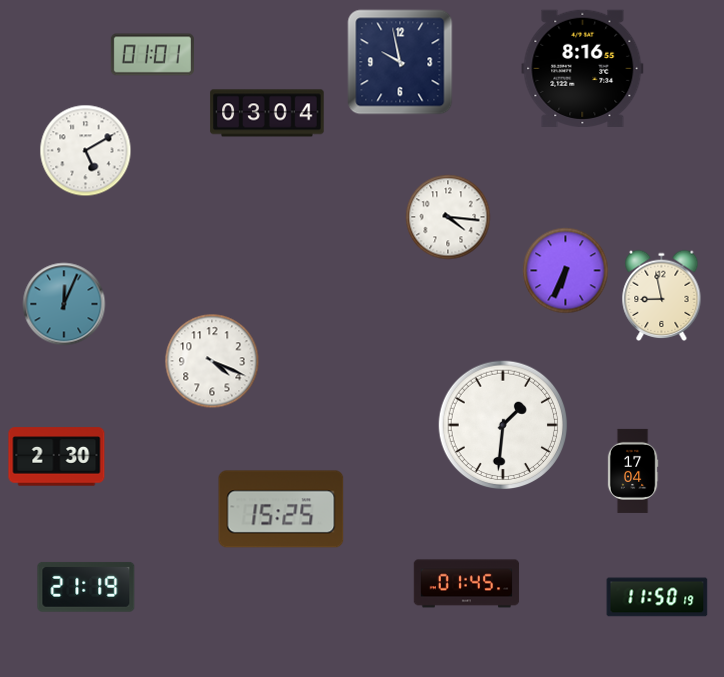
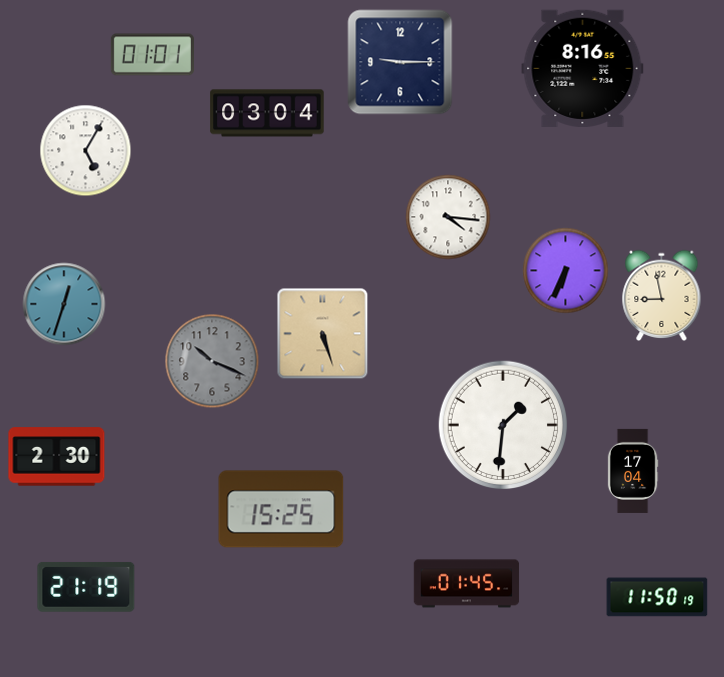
clock at (400, 62): 9:58 -> 9:15
clock at (86, 151): 5:10 -> 5:05
clock at (64, 304): 12:04 -> 12:33
clock at (323, 334): none -> 5:27
clock at (212, 361): 4:19 -> 10:19
clock at (212, 361) dial: white -> grey
